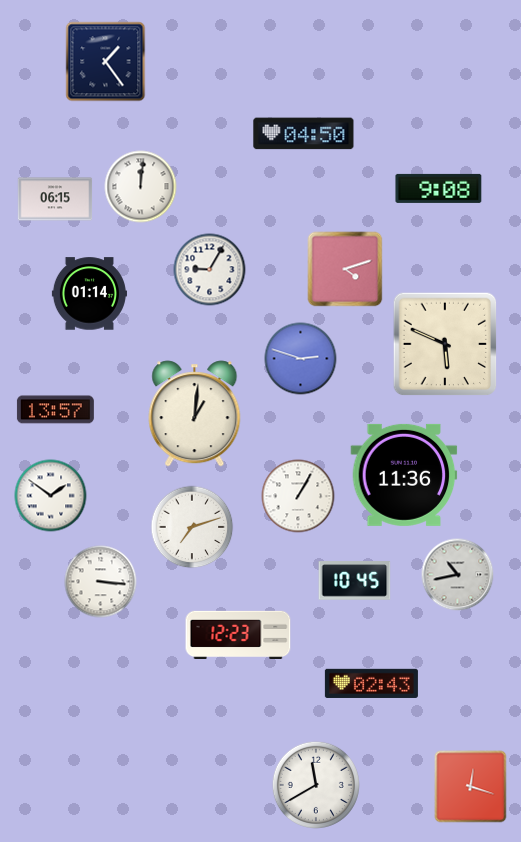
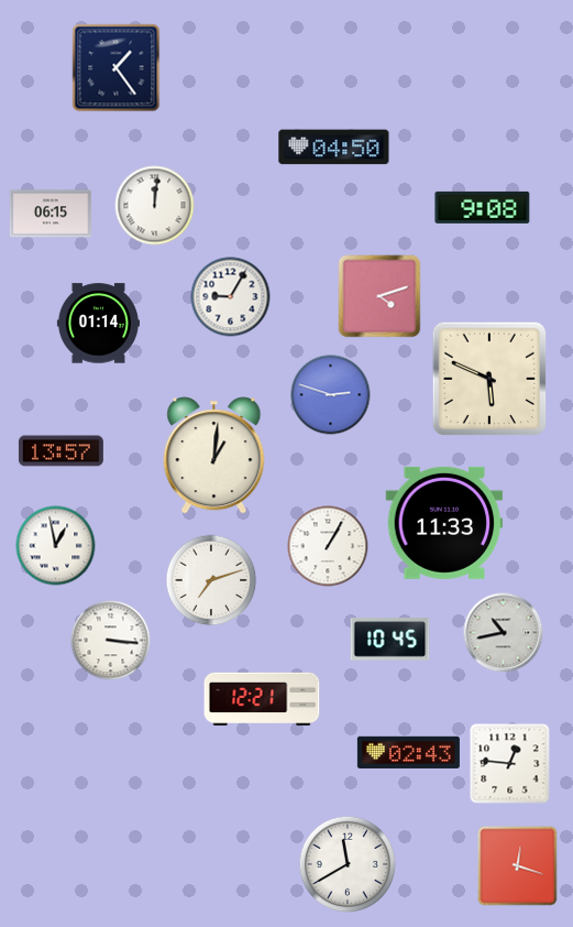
clock at (55, 199) position: (55, 199) -> (51, 214)
clock at (404, 475): 11:36 -> 11:33
clock at (51, 496): 1:51 -> 12:58
clock at (238, 635): 12:23 -> 12:21
clock at (510, 764): none -> 12:46
